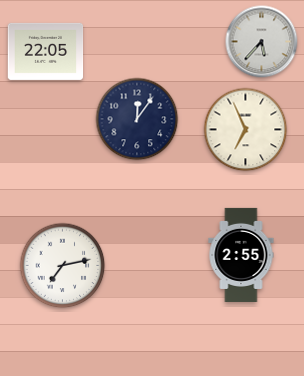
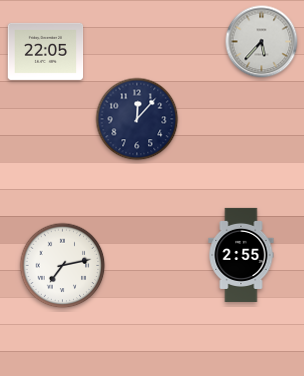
clock at (137, 119): 12:06 -> 12:07
clock at (246, 130): 6:56 -> none
